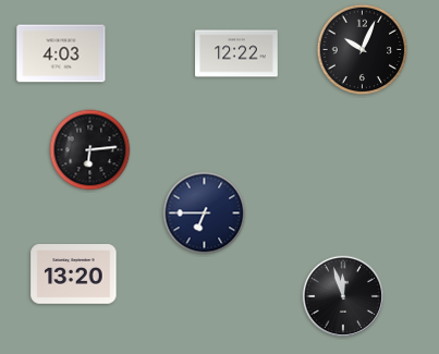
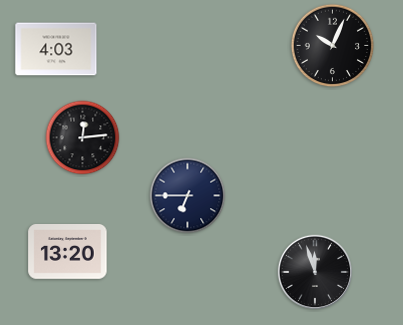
clock at (236, 53): 12:22 -> none
clock at (90, 150): 6:14 -> 12:14
